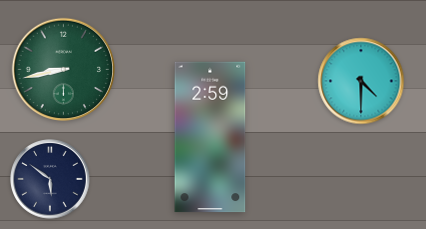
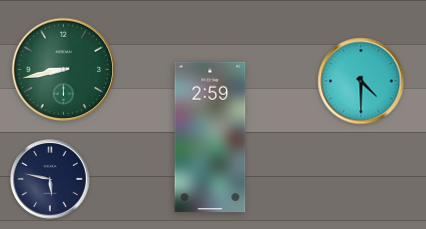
clock at (50, 179): 5:51 -> 5:47
